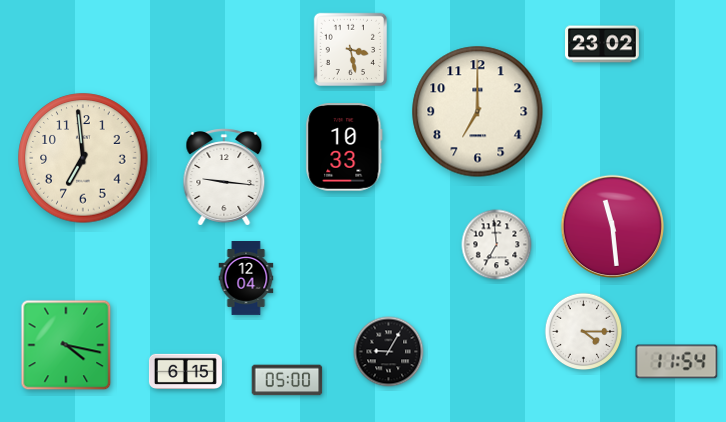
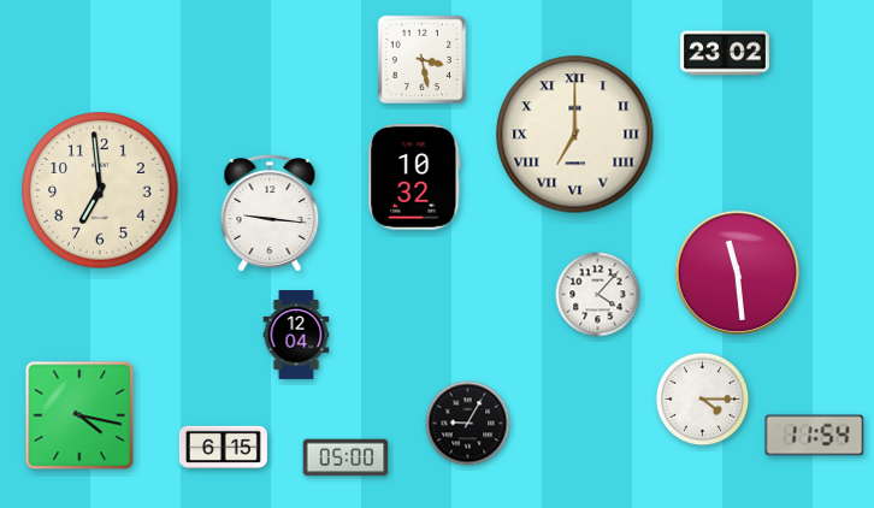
clock at (478, 112) numerals: Arabic -> Roman
clock at (344, 148): 10:33 -> 10:32
clock at (497, 245): 6:59 -> 4:07
